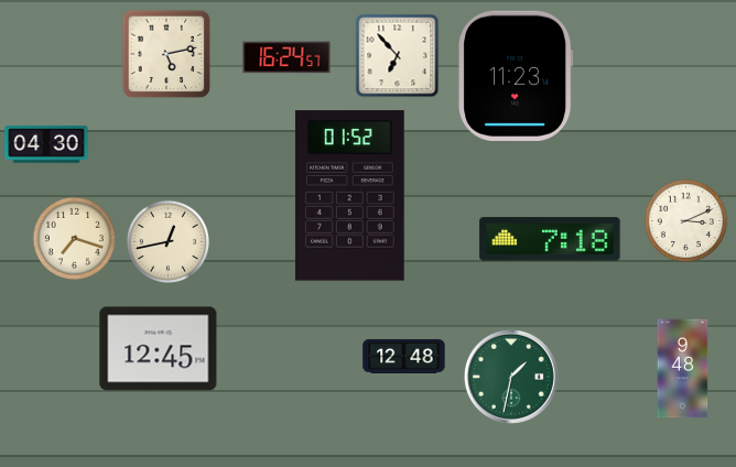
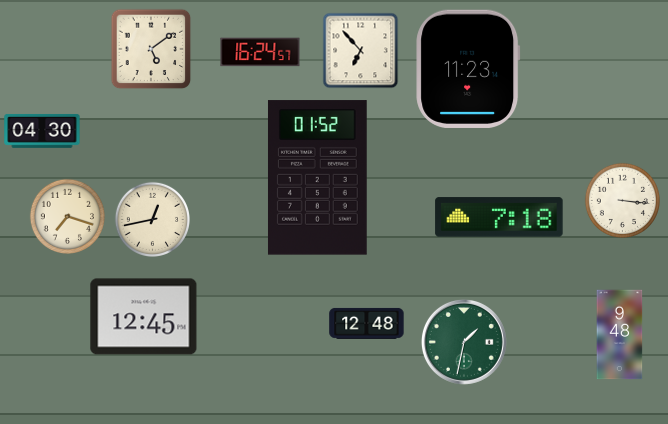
clock at (166, 54): 5:13 -> 5:09
clock at (685, 220): 3:11 -> 3:16
